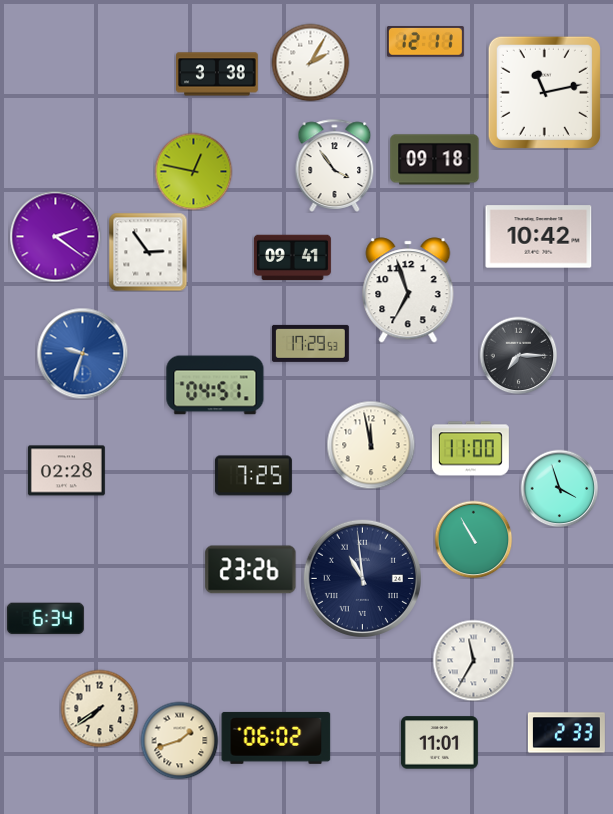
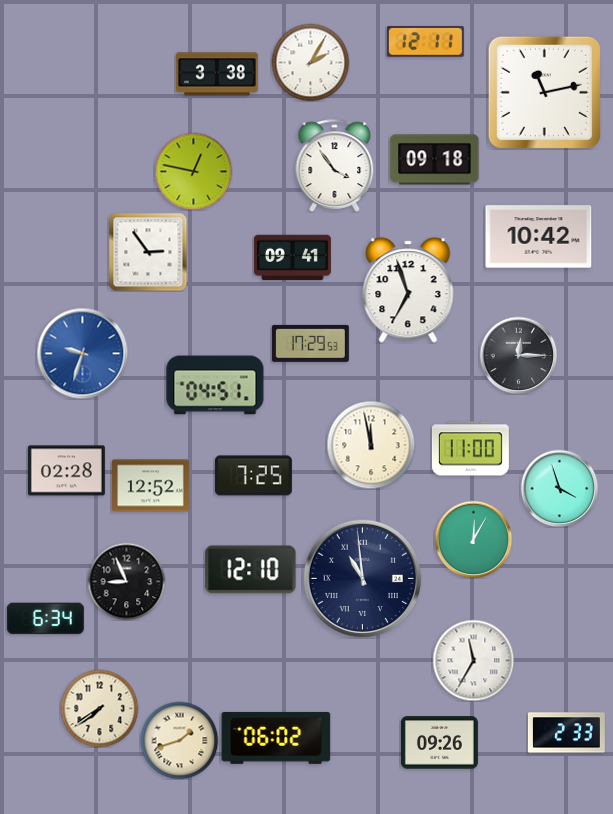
clock at (55, 236): 2:21 -> none
clock at (518, 355): 7:15 -> 12:15
clock at (150, 486): none -> 12:52
clock at (473, 539): 10:55 -> 12:05
clock at (251, 570): 23:26 -> 12:10
clock at (126, 581): none -> 8:56
clock at (439, 743): 11:01 -> 09:26
